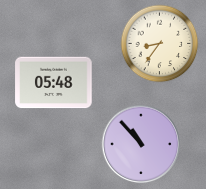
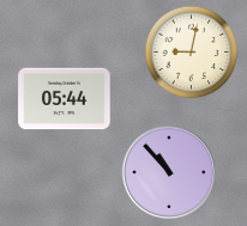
clock at (159, 43): 8:36 -> 9:02
clock at (54, 83): 05:48 -> 05:44
